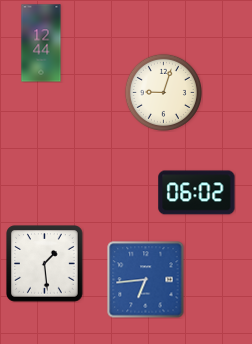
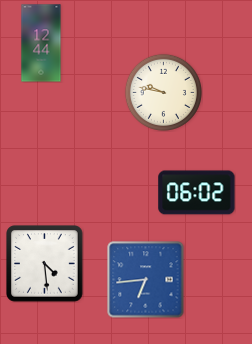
clock at (163, 92): 9:03 -> 9:47
clock at (45, 264): 1:29 -> 4:29
